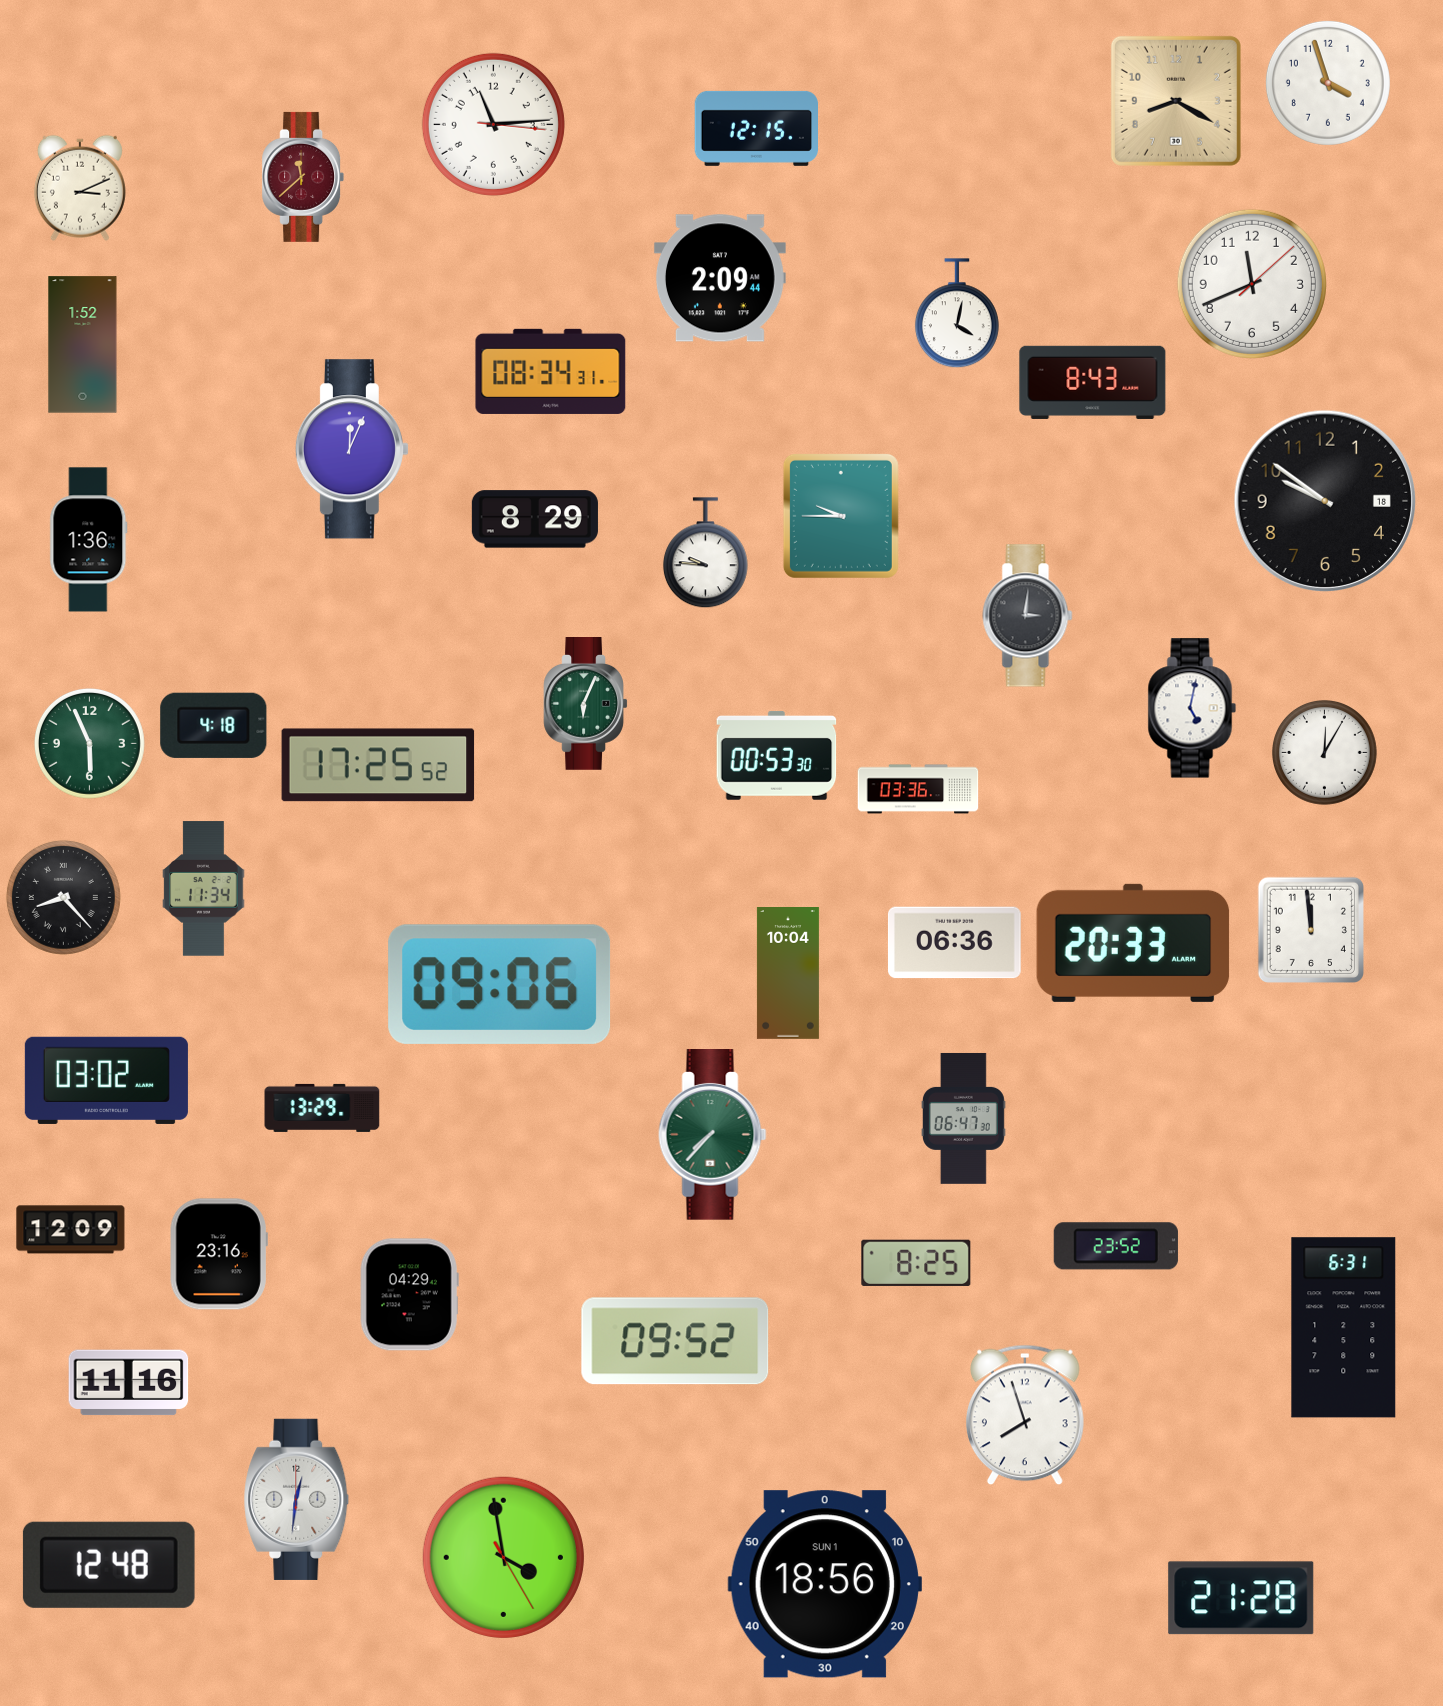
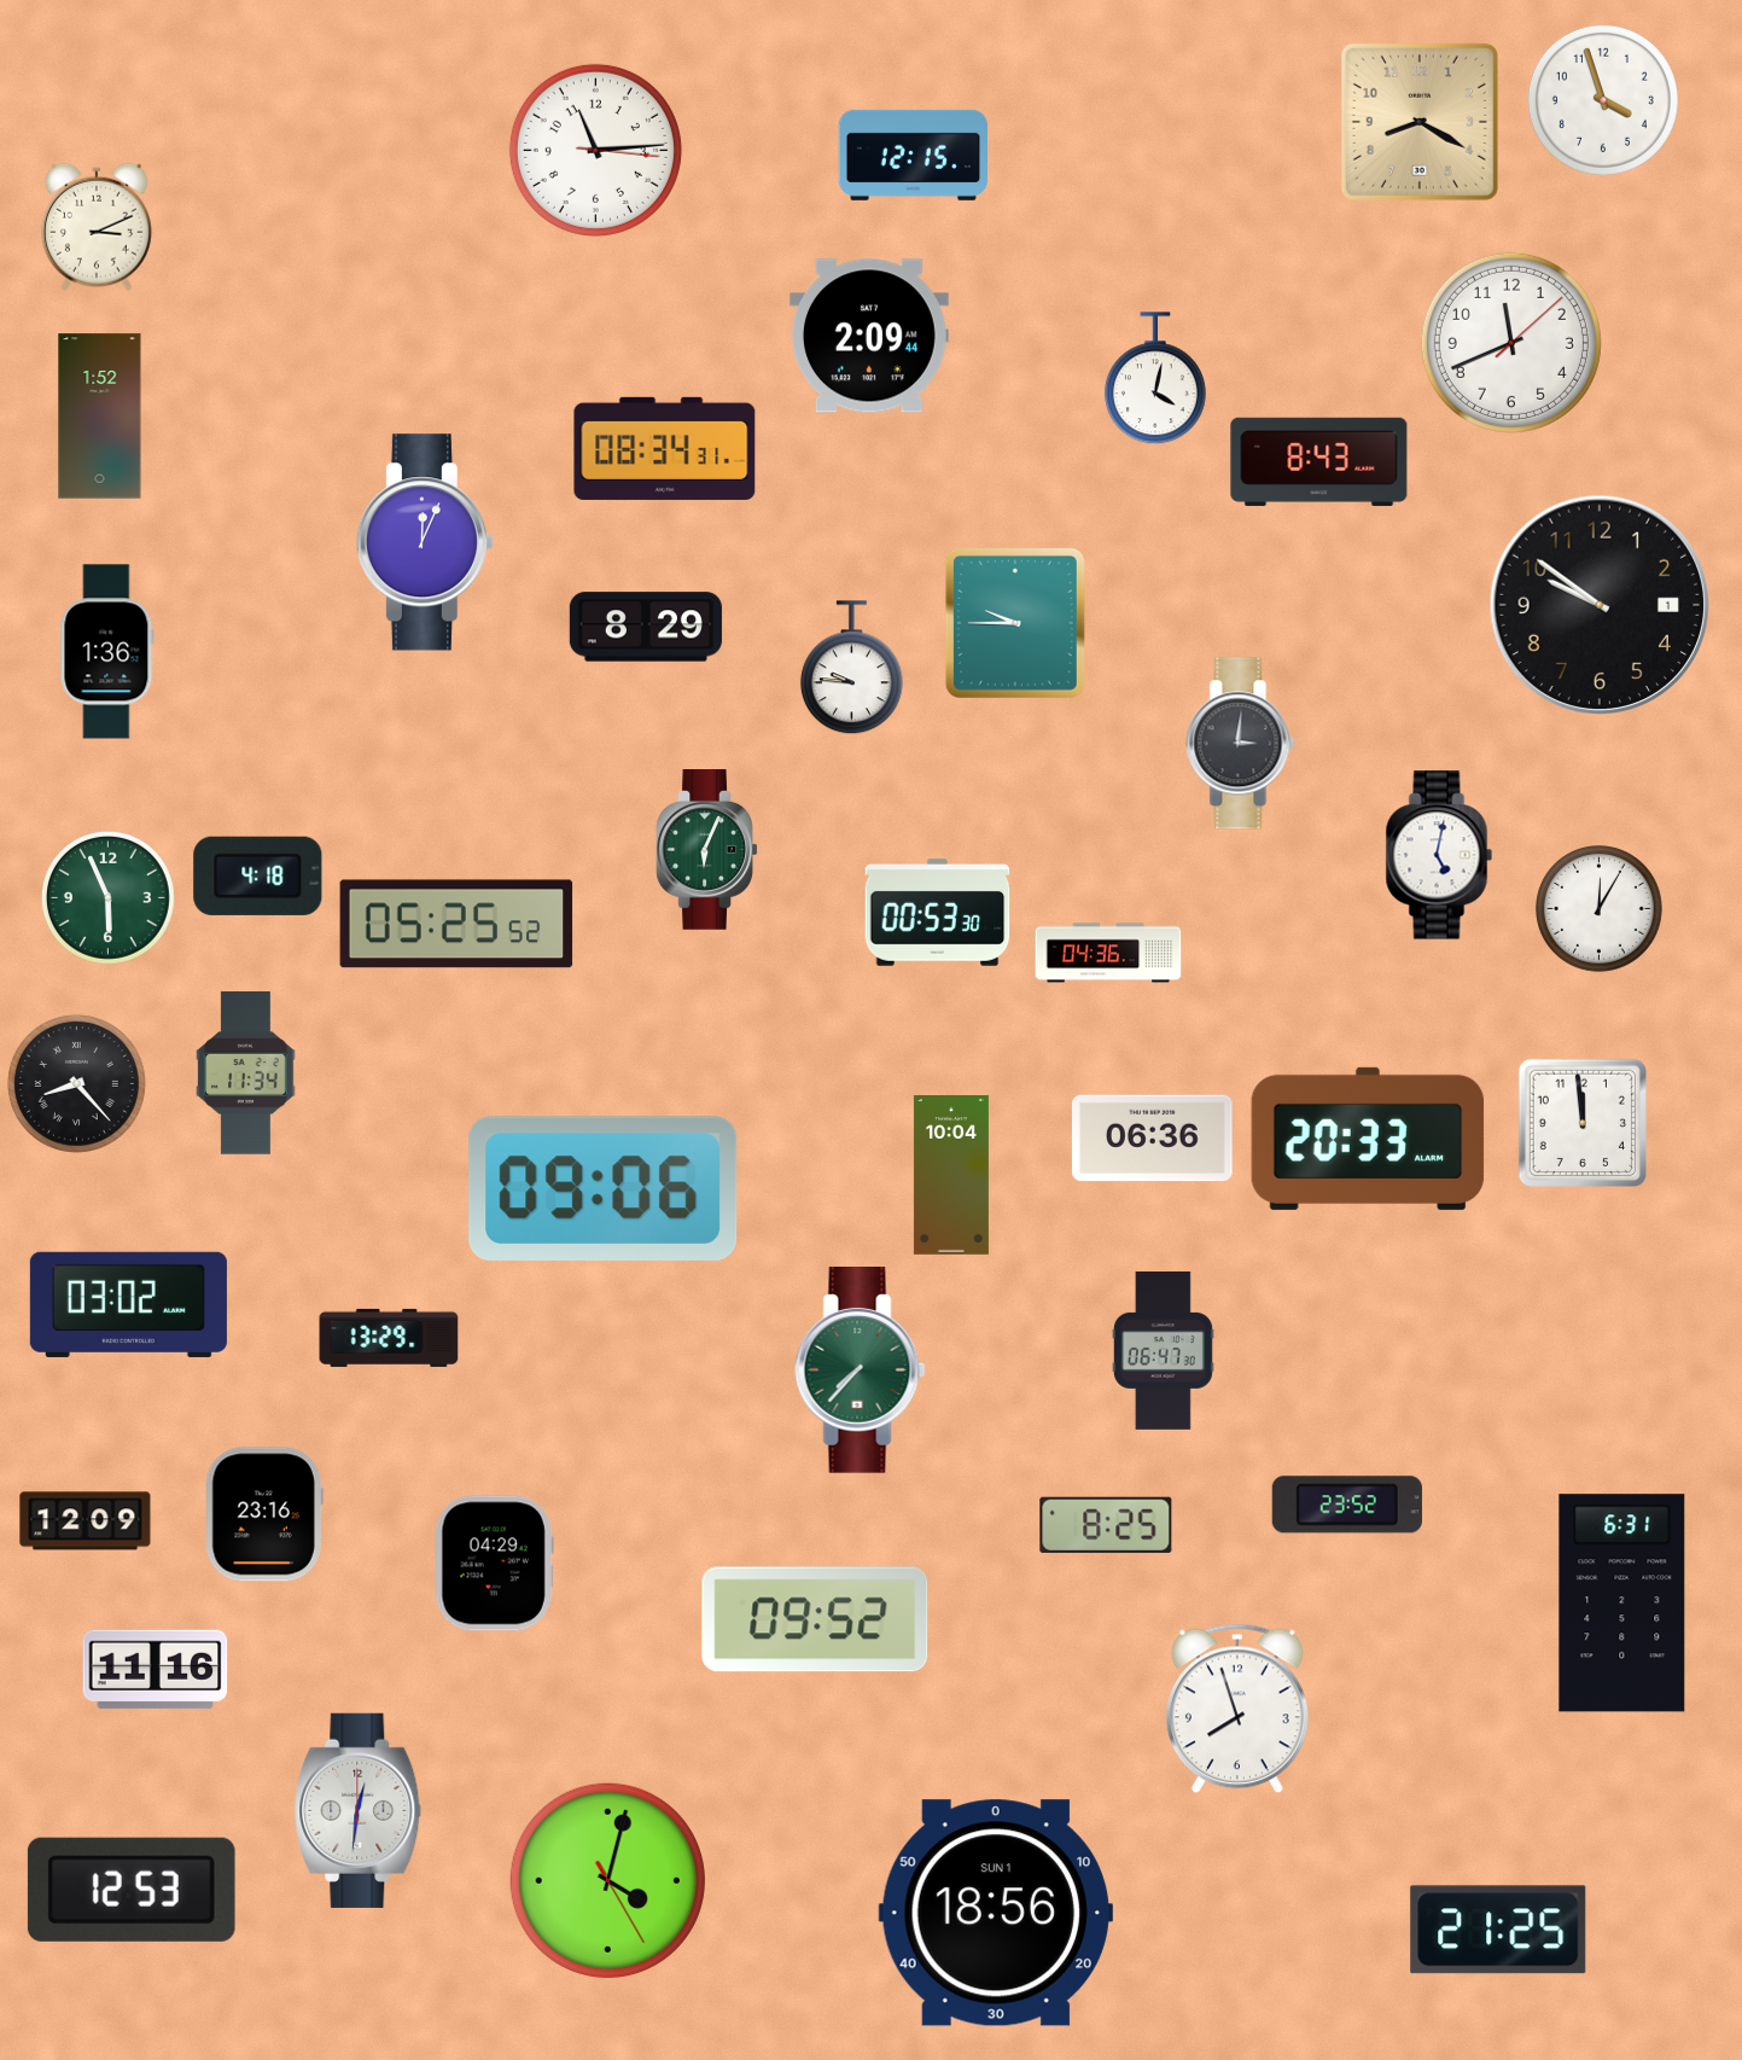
clock at (303, 177): 11:38 -> none
clock at (1325, 501) date: 18 -> 1
clock at (378, 765): 17:25 -> 05:25
clock at (918, 789): 03:36 -> 04:36
clock at (71, 1230) position: (71, 1230) -> (86, 1521)
clock at (503, 1557): 3:58 -> 4:02
clock at (109, 1565): 12:48 -> 12:53
clock at (1241, 1598): 21:28 -> 21:25
